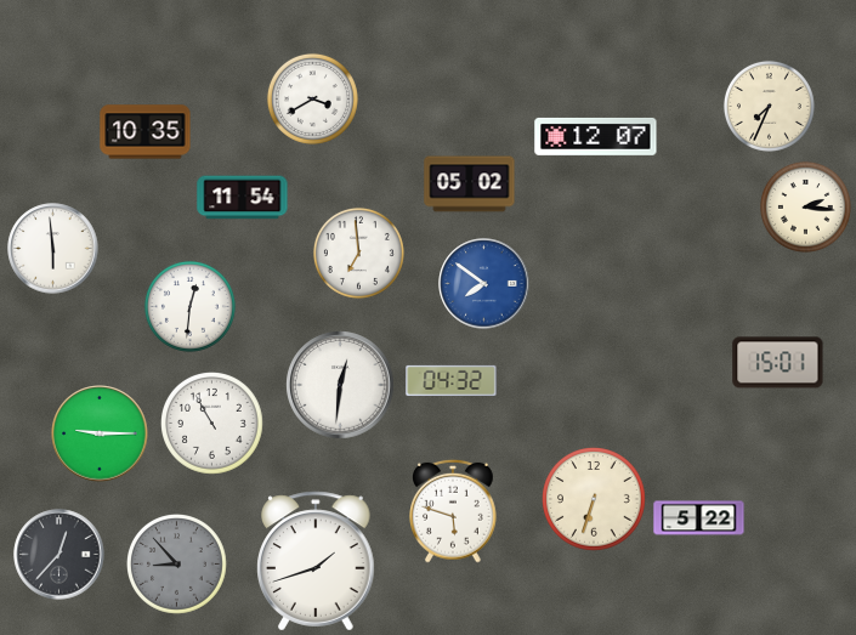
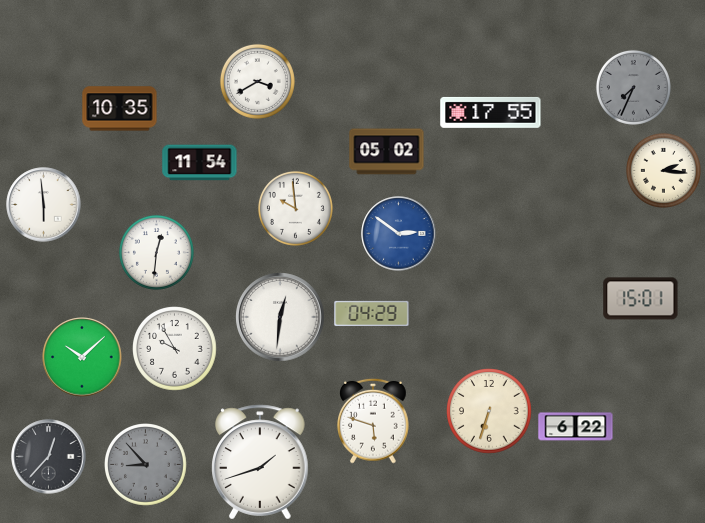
clock at (769, 106) dial: cream -> grey
clock at (596, 136): 12:07 -> 17:55
clock at (358, 253): 6:59 -> 9:59
clock at (484, 284): 7:51 -> 2:51
clock at (452, 380): 04:32 -> 04:29
clock at (212, 424): 10:55 -> 9:55
clock at (100, 433): 9:15 -> 10:08
clock at (699, 518): 5:22 -> 6:22
